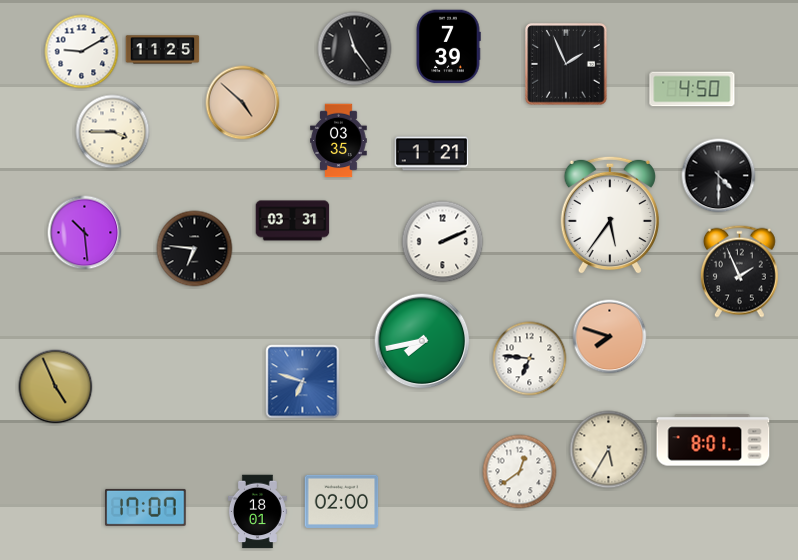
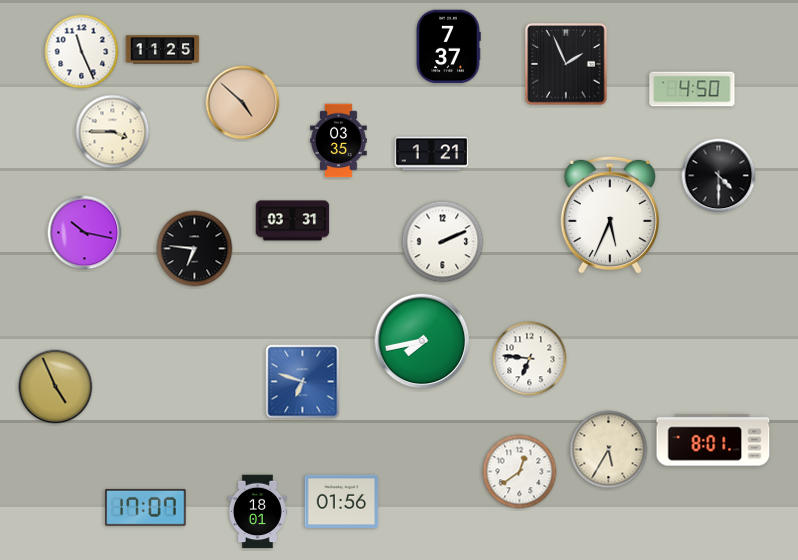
clock at (448, 47): 7:39 -> 7:37
clock at (355, 49): 11:24 -> none
clock at (82, 52): 9:10 -> 11:26
clock at (610, 215): 5:36 -> 5:34
clock at (85, 233): 10:29 -> 10:17
clock at (739, 271): 1:56 -> none
clock at (610, 337): 7:48 -> none
clock at (342, 501): 02:00 -> 01:56
